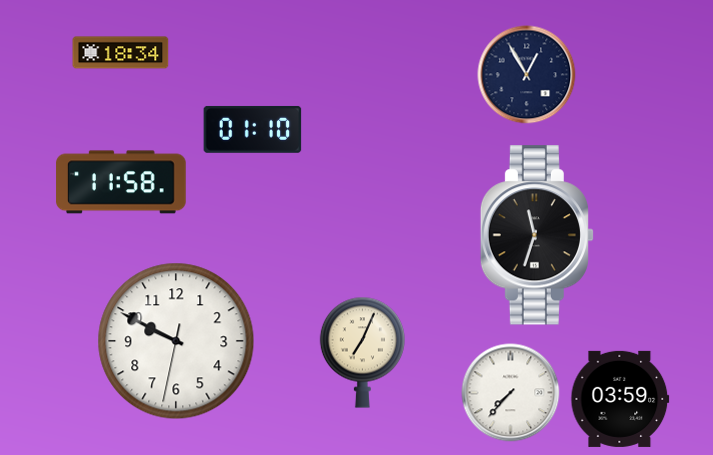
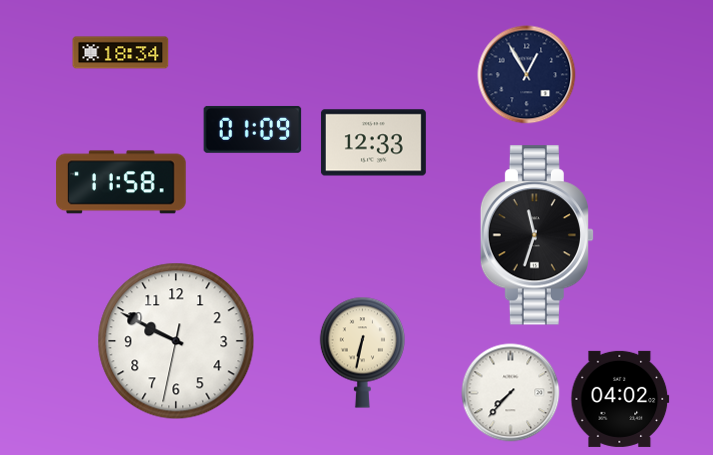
clock at (253, 129): 01:10 -> 01:09
clock at (373, 143): none -> 12:33
clock at (362, 352): 7:04 -> 6:32
clock at (620, 399): 03:59 -> 04:02
